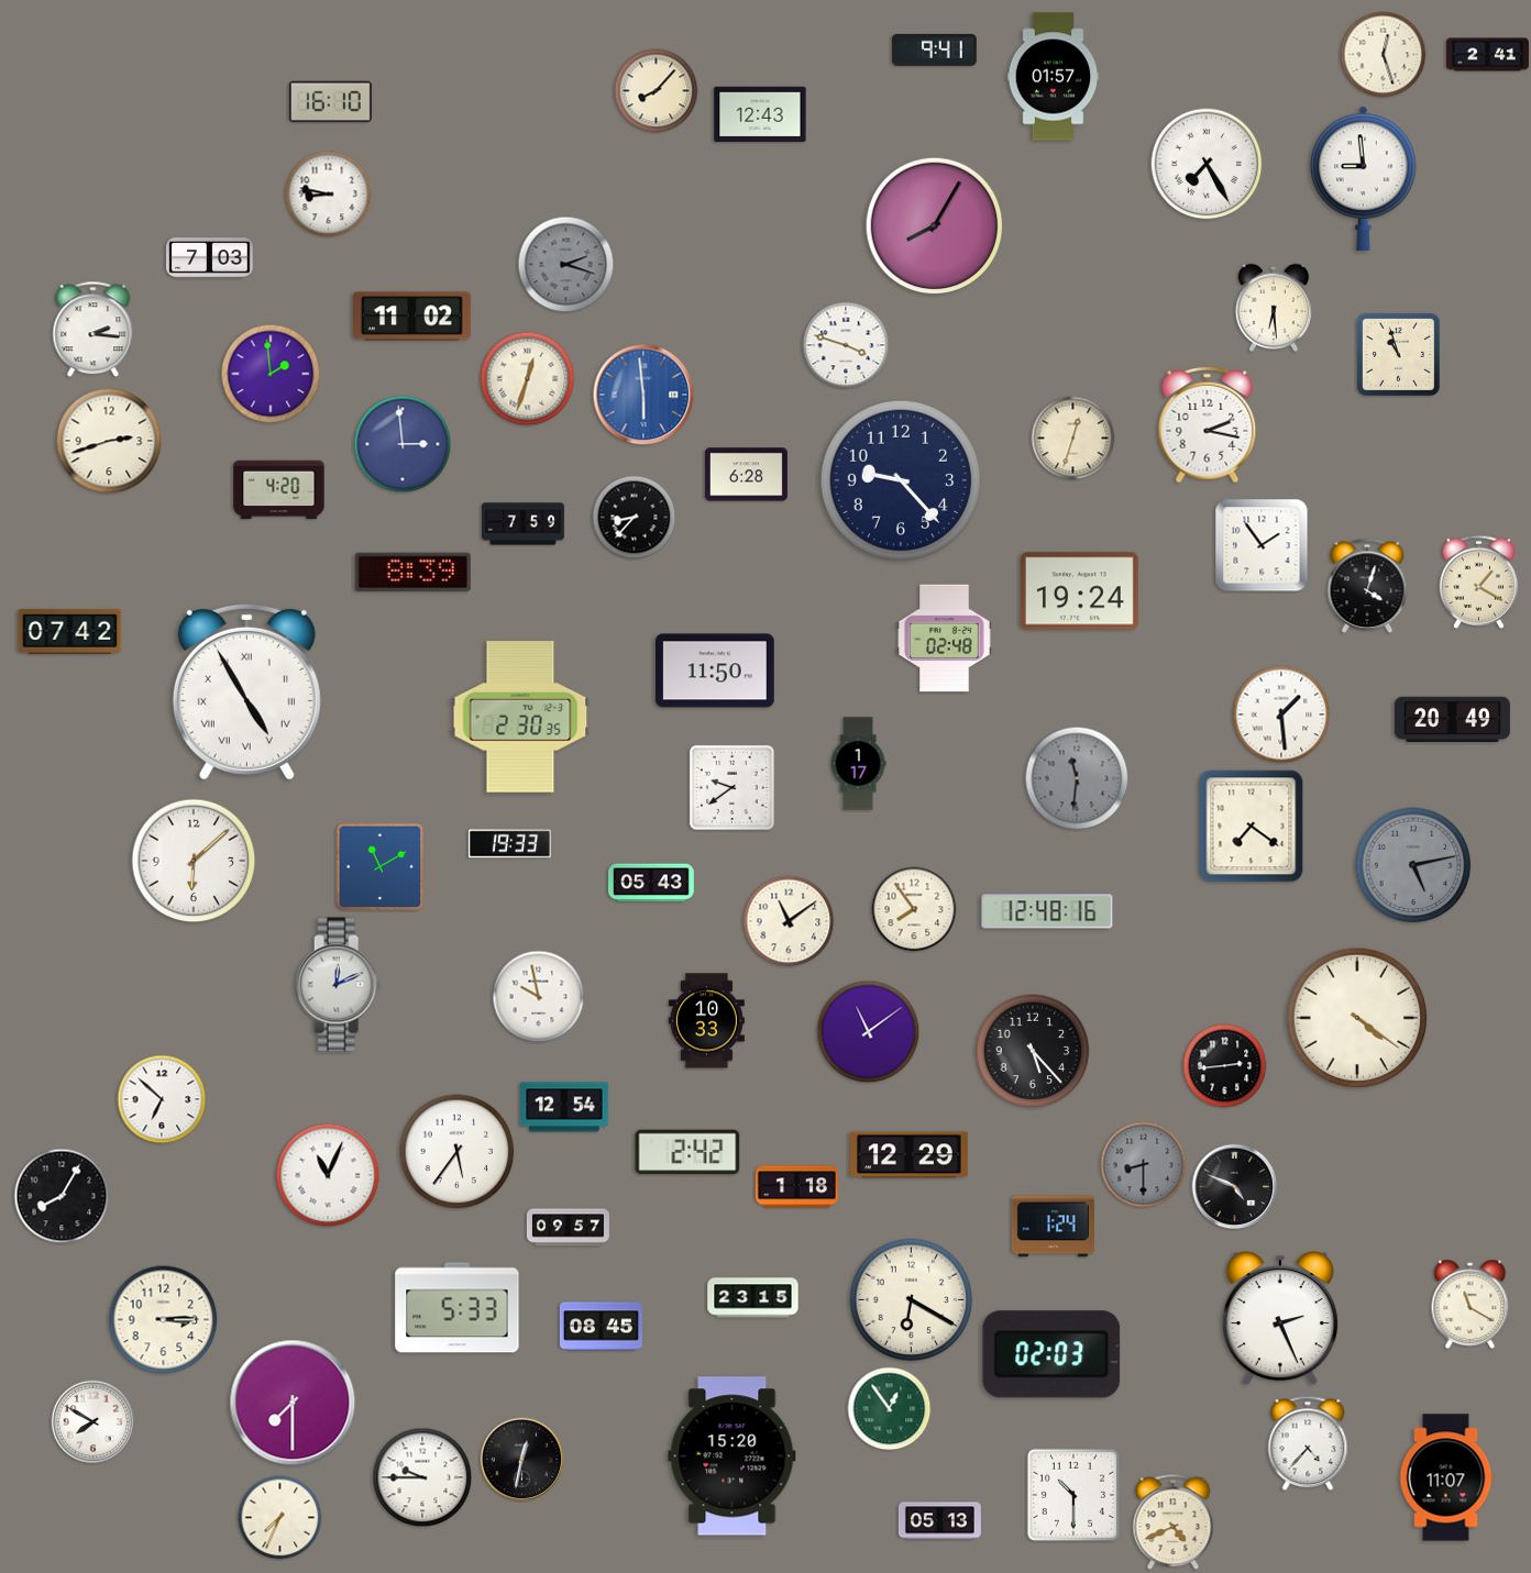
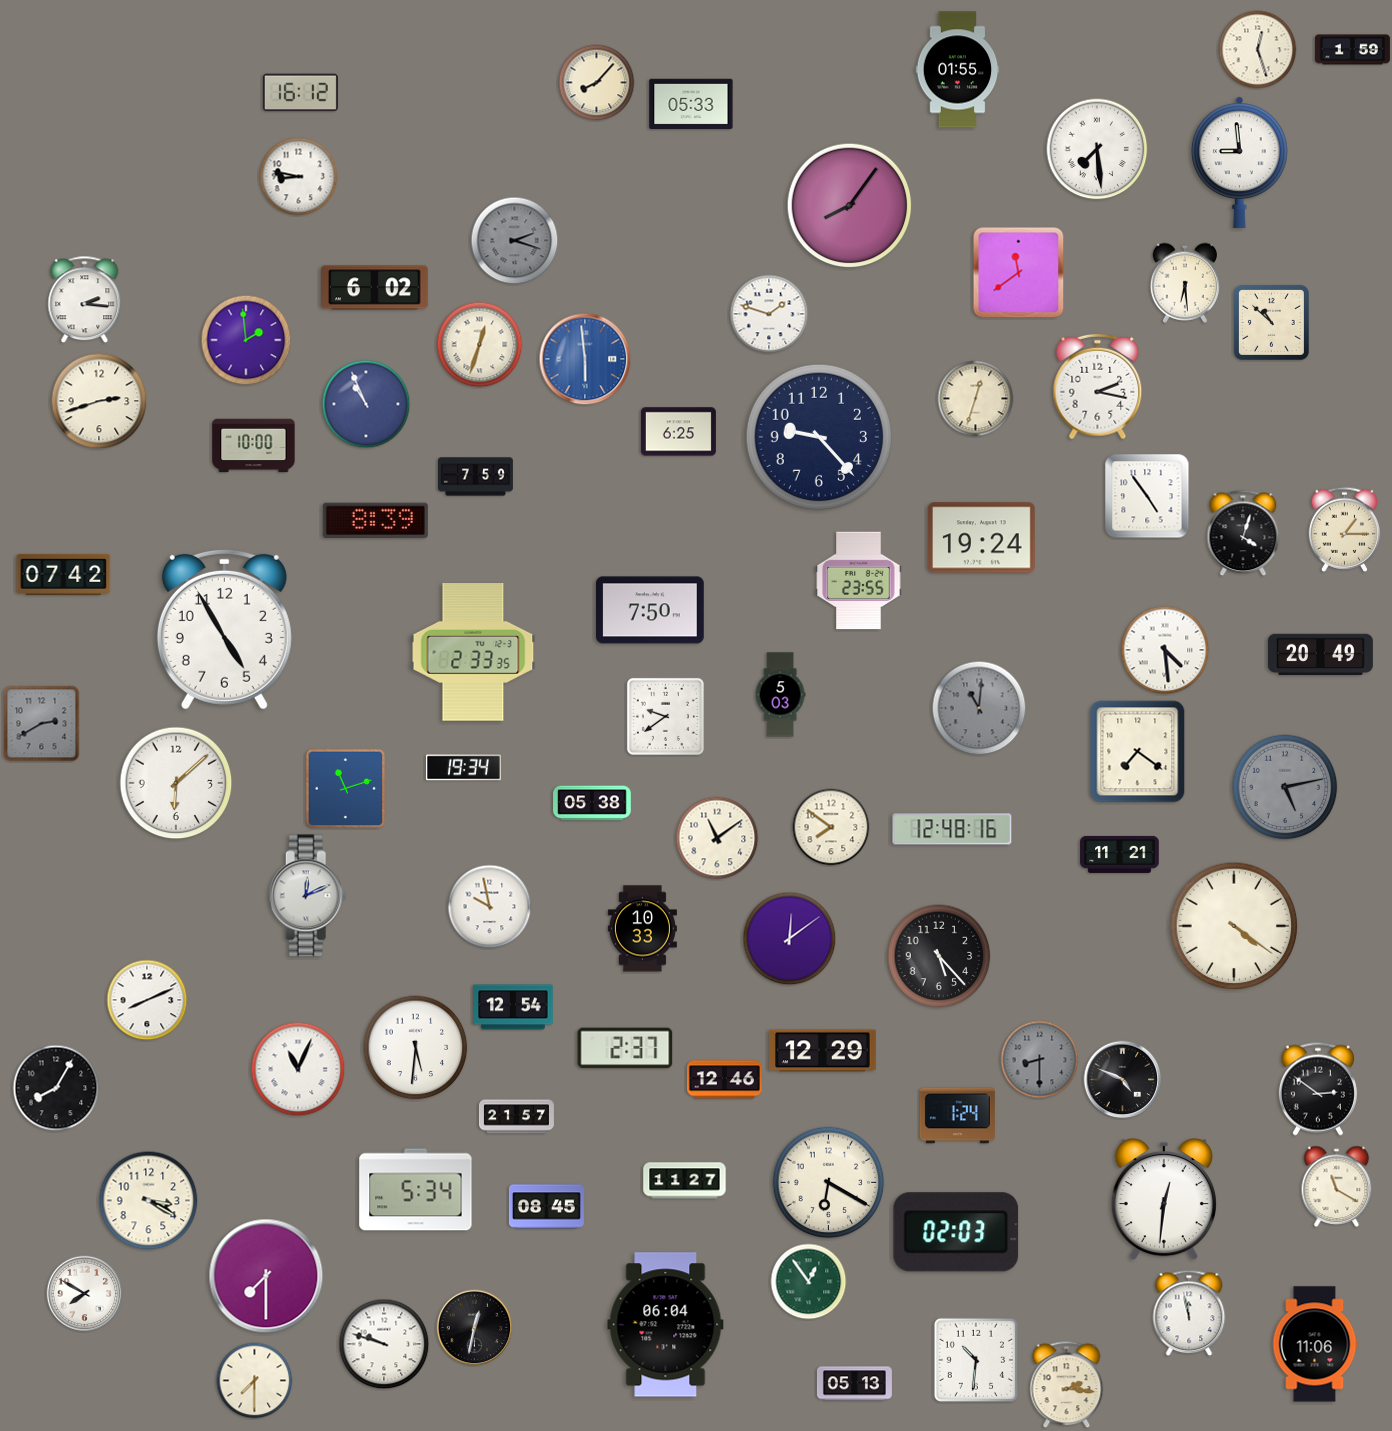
clock at (934, 49): 9:41 -> none
clock at (1487, 55): 2:41 -> 1:59
clock at (1054, 77): 01:57 -> 01:55
clock at (330, 102): 16:10 -> 16:12
clock at (760, 114): 12:43 -> 05:33
clock at (1207, 164): 7:25 -> 7:29
clock at (935, 226): 8:05 -> 8:06
clock at (210, 258): 7:03 -> none
clock at (1019, 273): none -> 11:39
clock at (1273, 308) position: (1273, 308) -> (1184, 283)
clock at (412, 317): 11:02 -> 6:02
clock at (846, 345): 3:48 -> 1:48
clock at (1398, 354): 10:57 -> 10:52
clock at (403, 444): 2:59 -> 10:56
clock at (746, 475): 6:28 -> 6:25
clock at (279, 490): 4:20 -> 10:00
clock at (635, 518): 8:37 -> none
clock at (1262, 545): 1:54 -> 4:54
clock at (1479, 581): 1:20 -> 1:15
clock at (945, 639): 02:48 -> 23:55
clock at (716, 671): 11:50 -> 7:50
clock at (246, 691) numerals: Roman -> Arabic
clock at (1281, 715): 1:29 -> 4:29
clock at (520, 718): 2:30 -> 2:33
clock at (858, 764): 1:17 -> 5:03
clock at (1077, 778): 11:31 -> 11:01
clock at (42, 724): none -> 2:40
clock at (509, 844): 19:33 -> 19:34
clock at (381, 867): 11:10 -> 11:12
clock at (651, 883): 05:43 -> 05:38
clock at (914, 909): 7:54 -> 7:51
clock at (1120, 854): none -> 11:21
clock at (869, 1032): 11:09 -> 12:09
clock at (1225, 1066): 2:44 -> none
clock at (162, 1099): 6:52 -> 8:11
clock at (458, 1152): 5:36 -> 5:31
clock at (687, 1152): 2:42 -> 2:37
clock at (910, 1155) position: (910, 1155) -> (823, 1051)
clock at (796, 1187): 1:18 -> 12:46
clock at (1318, 1089): none -> 2:51
clock at (568, 1228): 09:57 -> 21:57
clock at (753, 1298): 23:15 -> 11:27
clock at (458, 1308): 5:33 -> 5:34
clock at (1280, 1318): 2:26 -> 12:31
clock at (164, 1320): 3:15 -> 3:20
clock at (1308, 1443): 4:37 -> 11:58
clock at (733, 1456): 15:20 -> 06:04
clock at (422, 1477): 9:45 -> 9:48
clock at (1446, 1477): 11:07 -> 11:06
clock at (1073, 1495): 10:30 -> 10:31
clock at (280, 1518): 7:34 -> 7:30
clock at (1174, 1522): 4:41 -> 2:16
